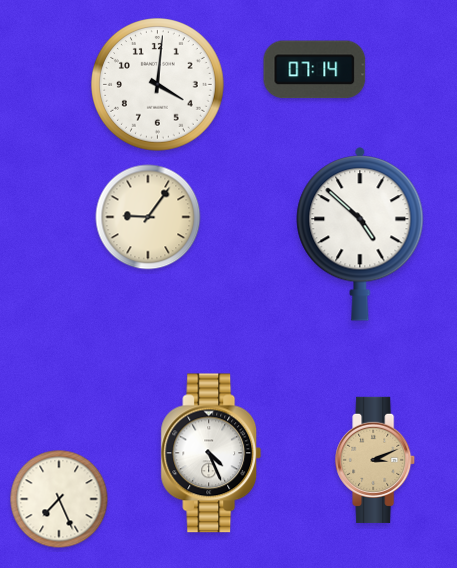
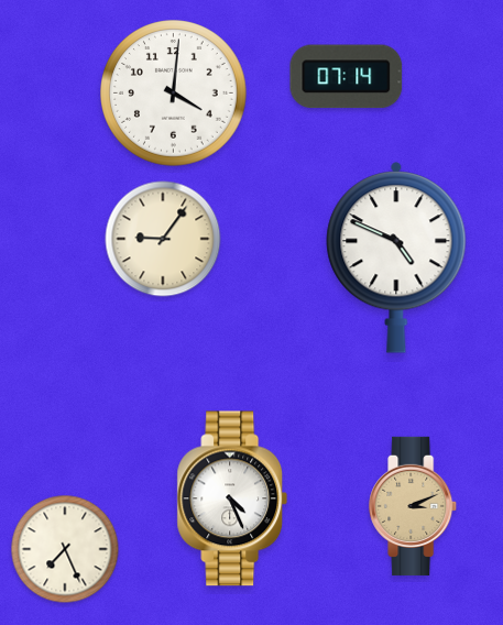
clock at (360, 234): 4:52 -> 4:49
